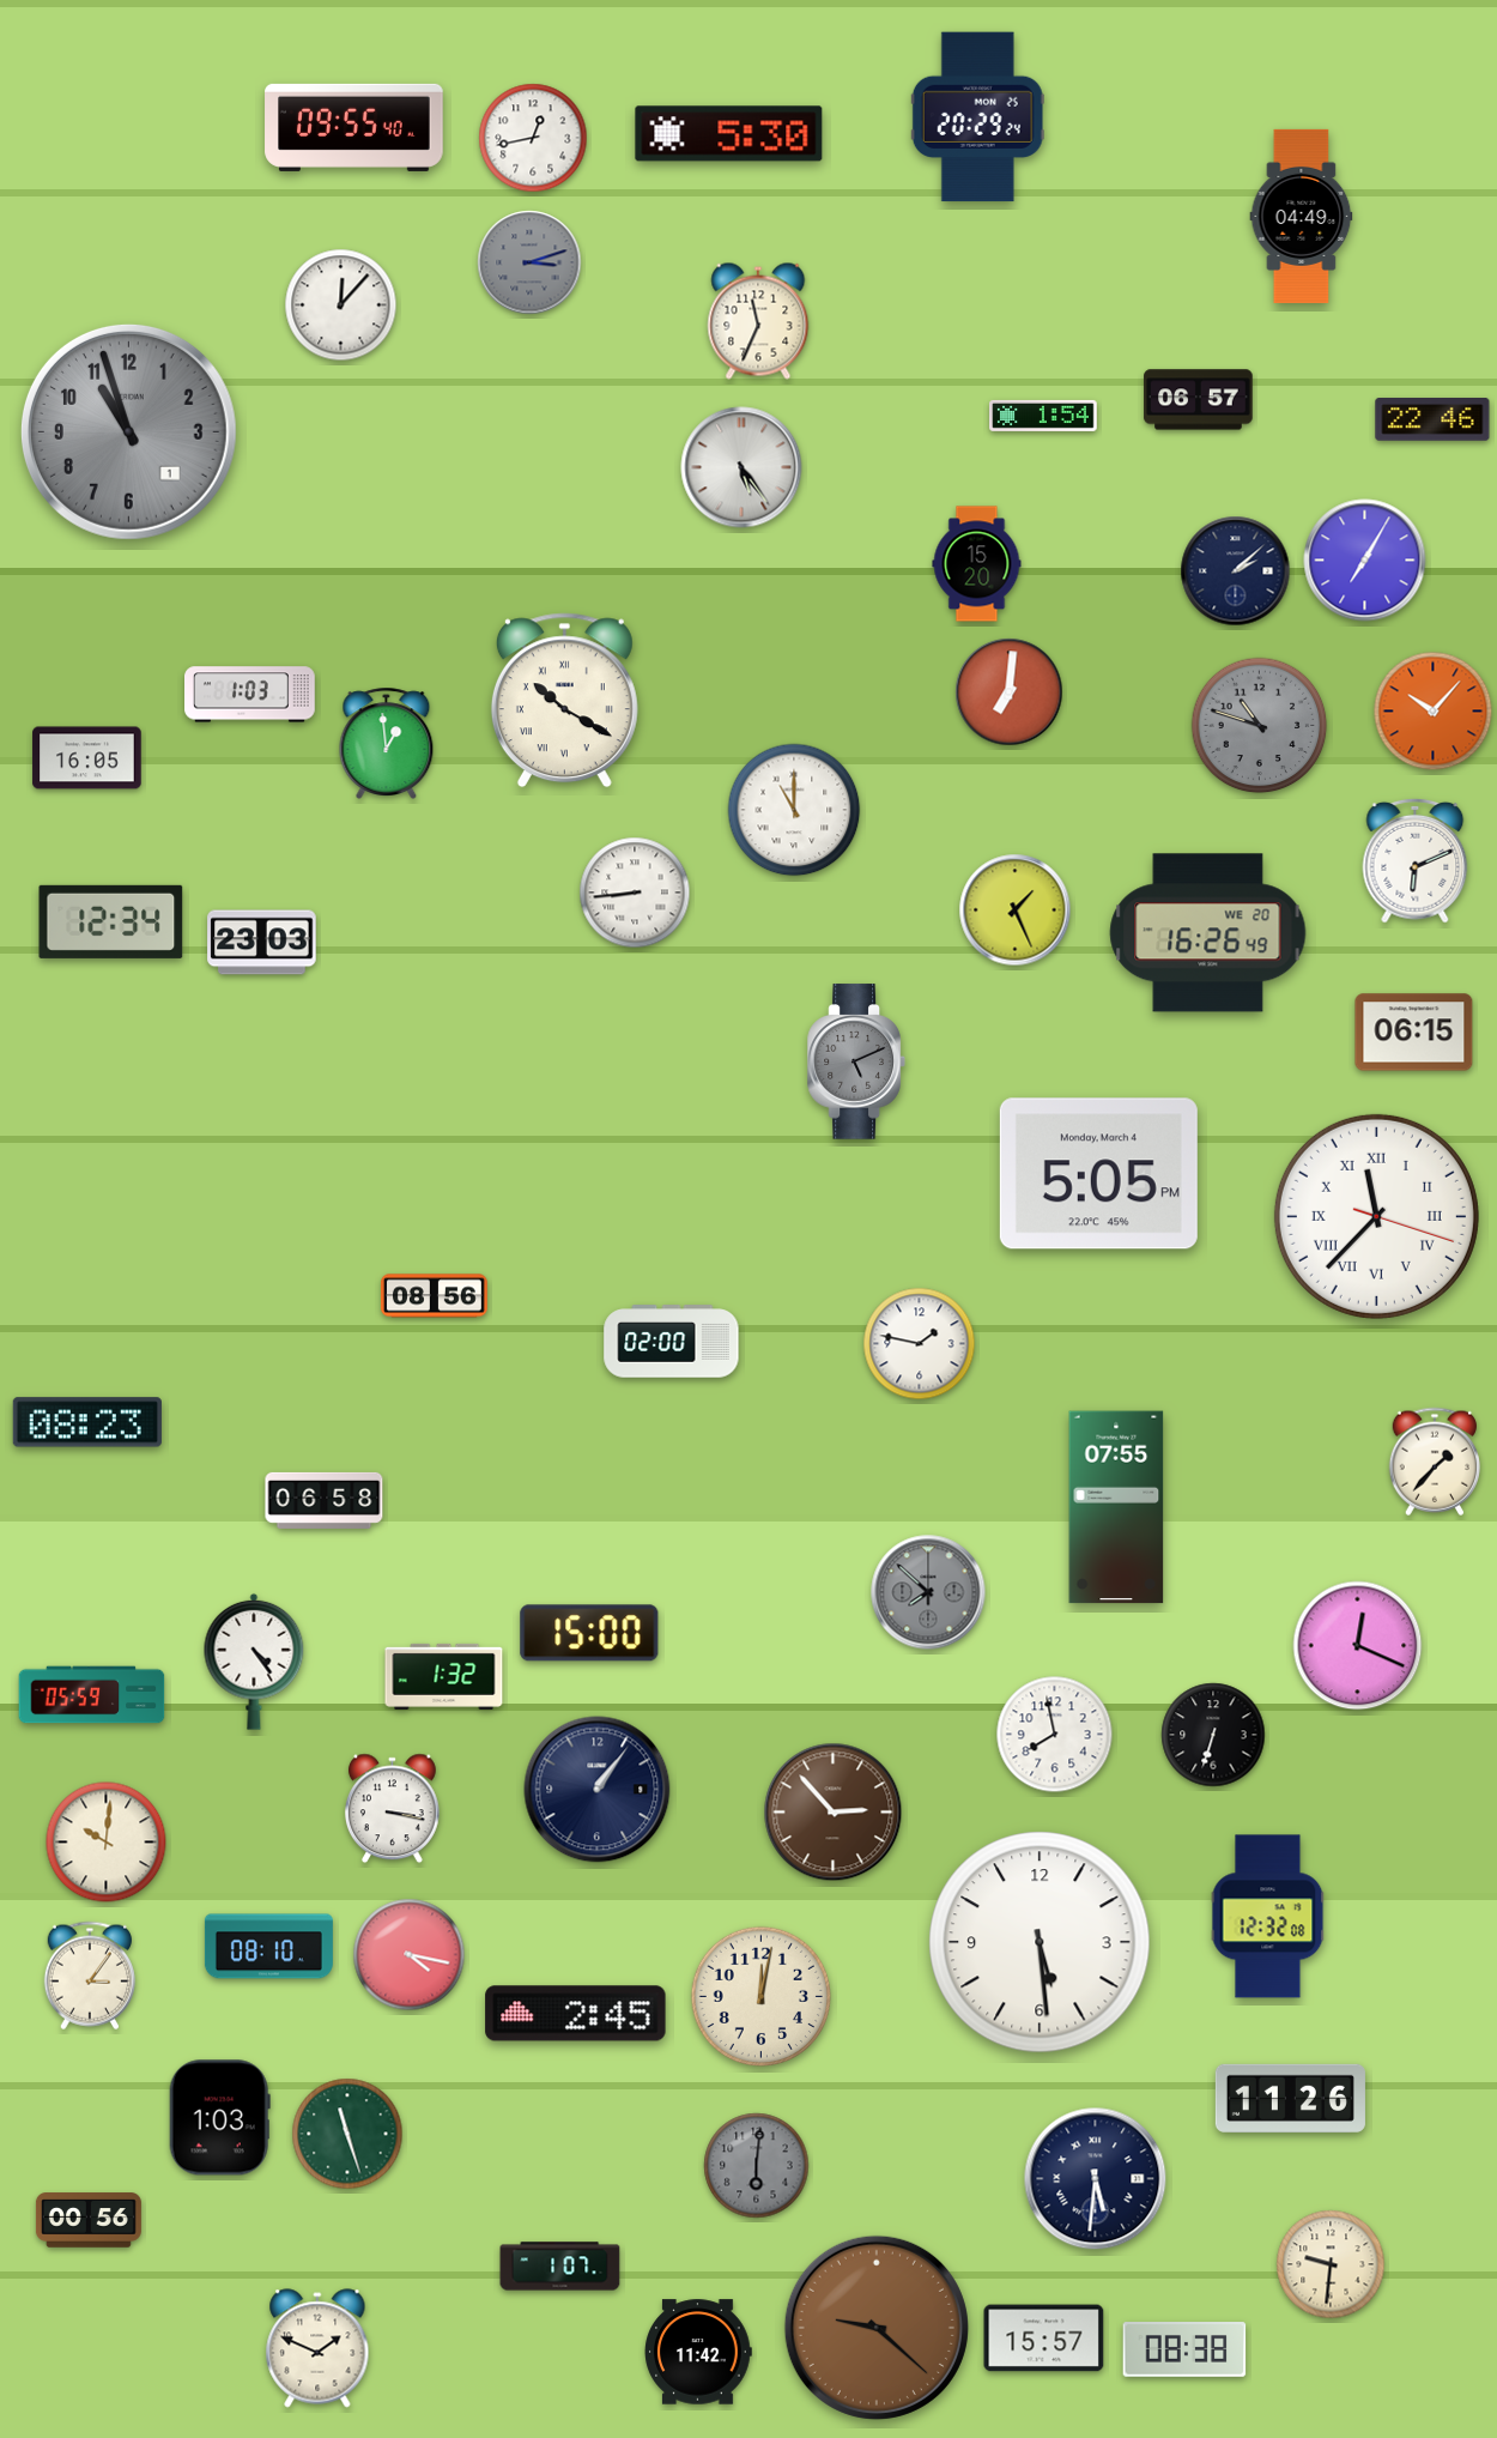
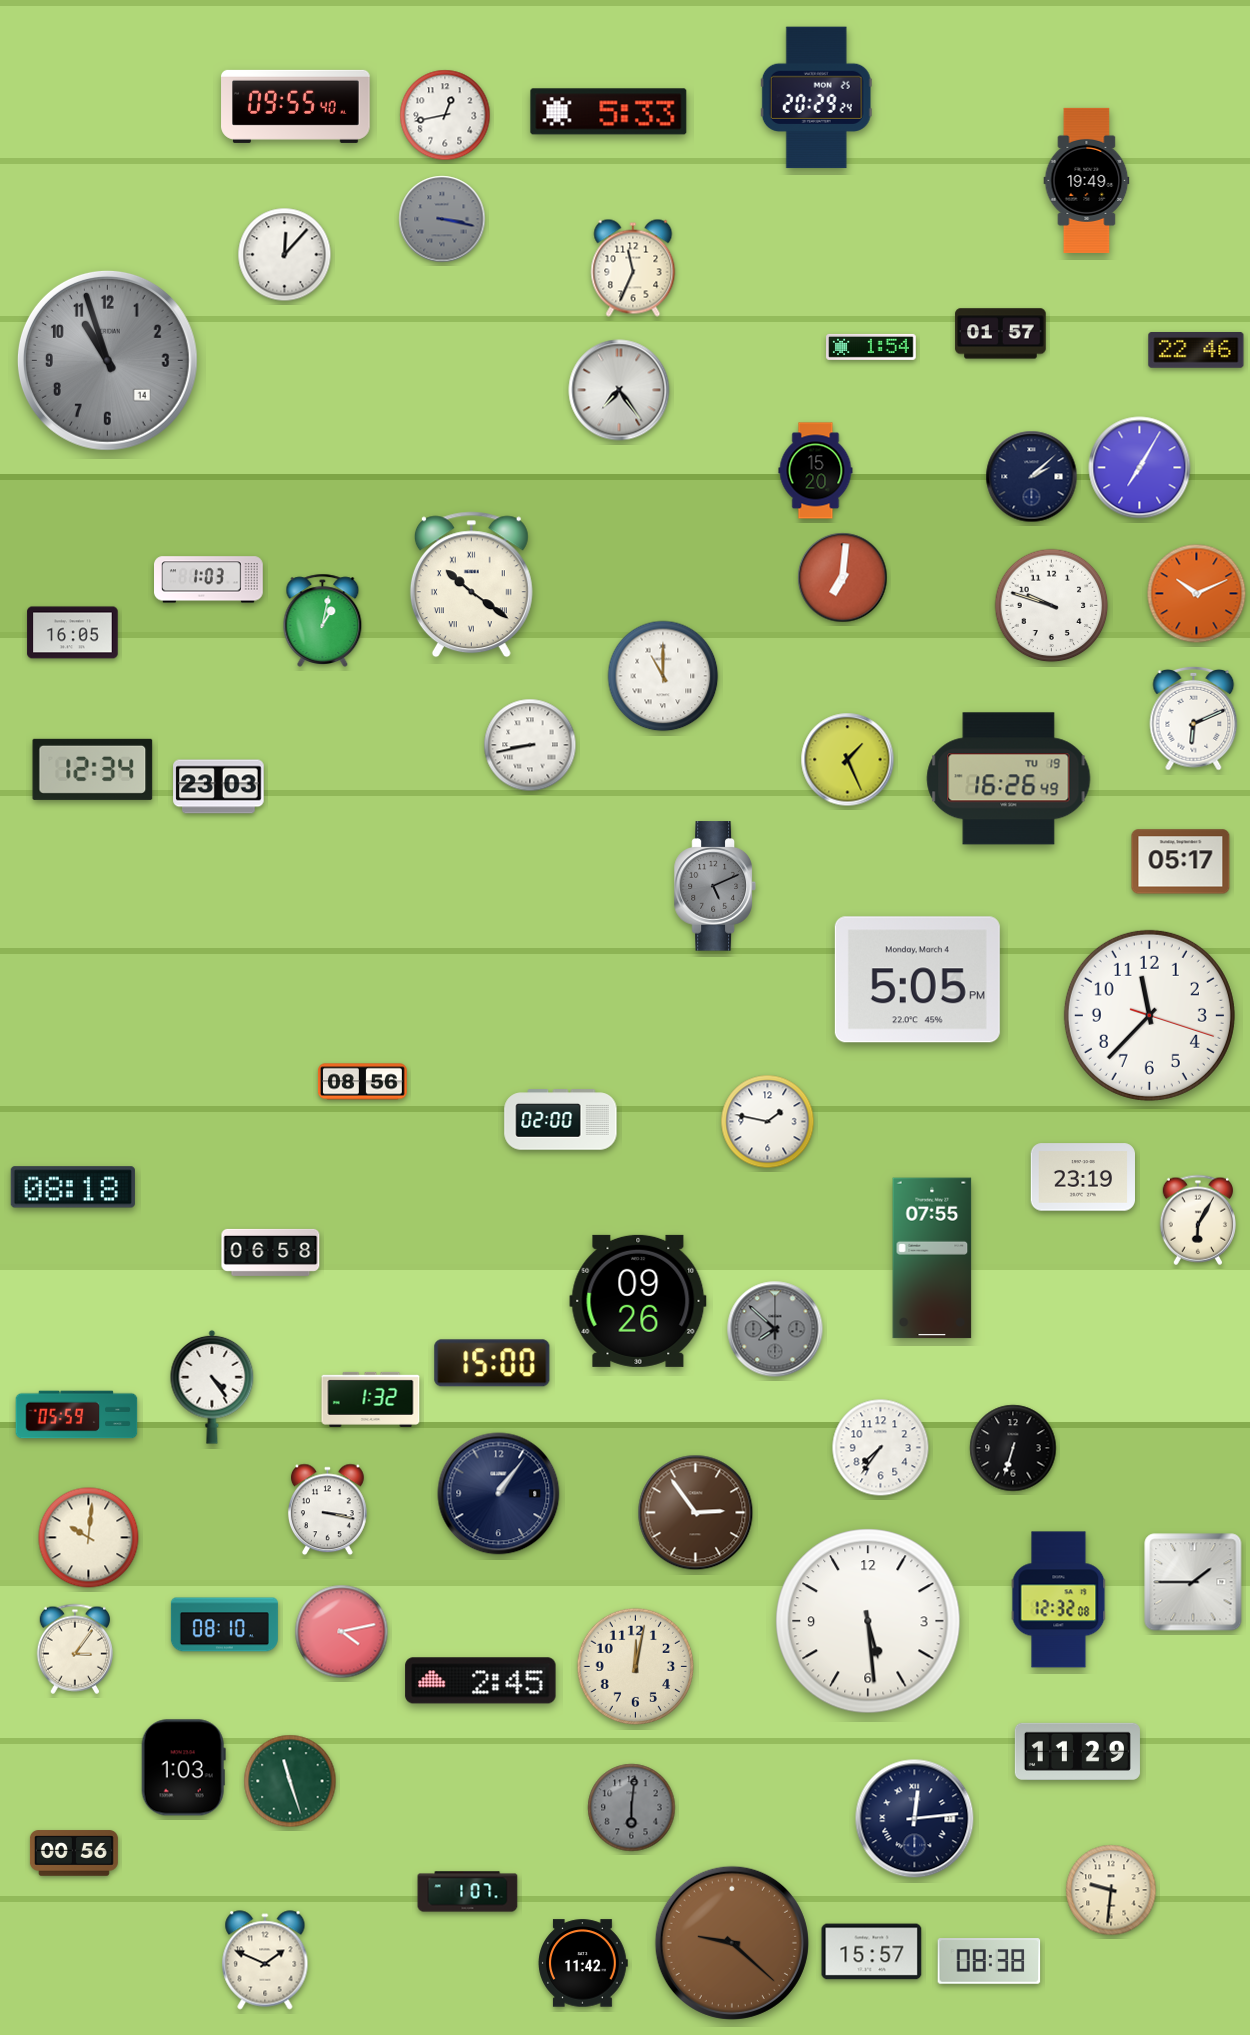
clock at (729, 134): 5:30 -> 5:33
clock at (1302, 216): 04:49 -> 19:49
clock at (529, 262): 3:12 -> 3:17
clock at (1199, 400): 06:57 -> 01:57
clock at (128, 431) date: 1 -> 14
clock at (741, 467): 5:24 -> 7:24
clock at (564, 701): 10:20 -> 10:21
clock at (1434, 712): 10:07 -> 10:11
clock at (1260, 726): 10:48 -> 9:48
clock at (1260, 726) dial: grey -> white
clock at (387, 743): 12:59 -> 1:02
clock at (1416, 860) position: (1416, 860) -> (1194, 718)
clock at (635, 893): 8:44 -> 8:43
clock at (1208, 933) date: WE 20 -> TU 19
clock at (1414, 1033): 06:15 -> 05:17
clock at (1376, 1216) numerals: Roman -> Arabic
clock at (1083, 1177): none -> 23:19
clock at (87, 1422): 08:23 -> 08:18
clock at (1434, 1462): 1:37 -> 6:05
clock at (638, 1301): none -> 09:26
clock at (1358, 1646): 12:19 -> none
clock at (1055, 1735): 7:58 -> 7:36
clock at (834, 1813): 2:53 -> 2:54
clock at (1193, 1582): none -> 1:45
clock at (410, 1955): 4:17 -> 4:13
clock at (1290, 2098): 11:26 -> 11:29
clock at (1096, 2179): 5:31 -> 12:14
